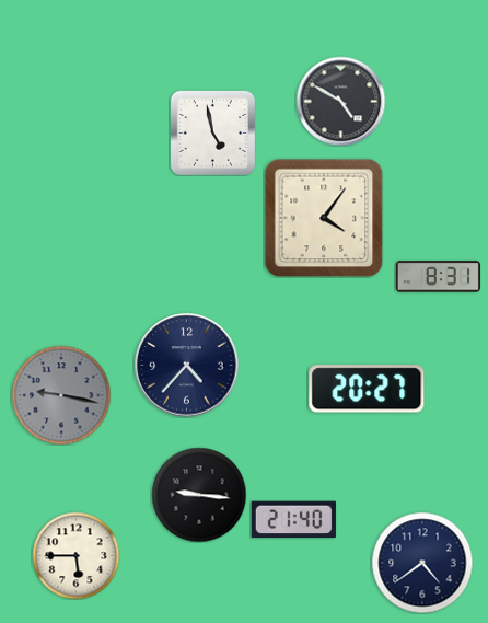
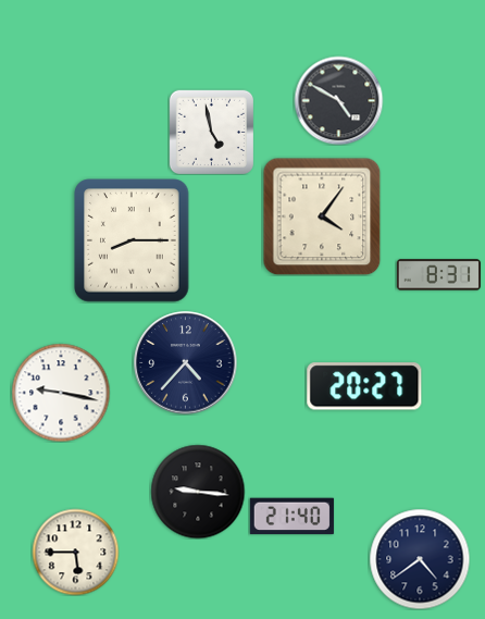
clock at (132, 240): none -> 8:15
clock at (438, 277) position: (438, 277) -> (438, 275)
clock at (61, 395) dial: grey -> white
